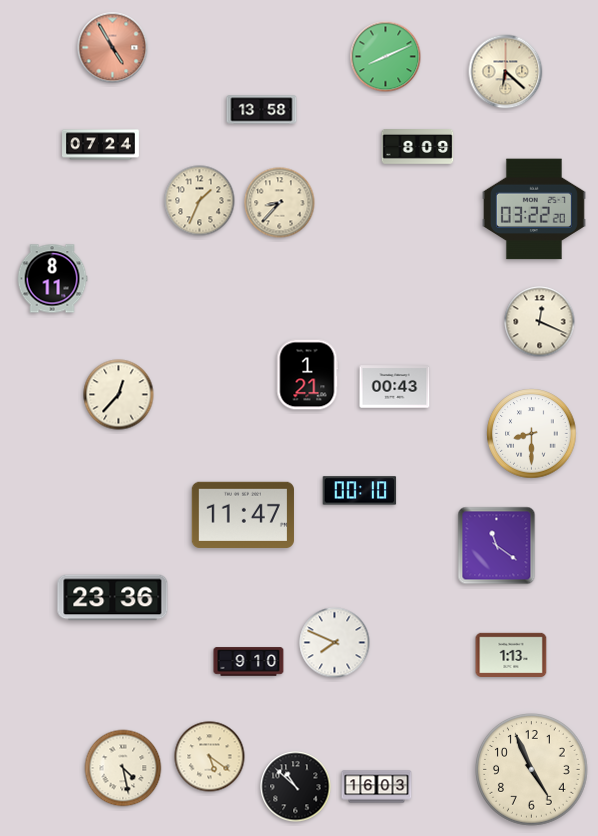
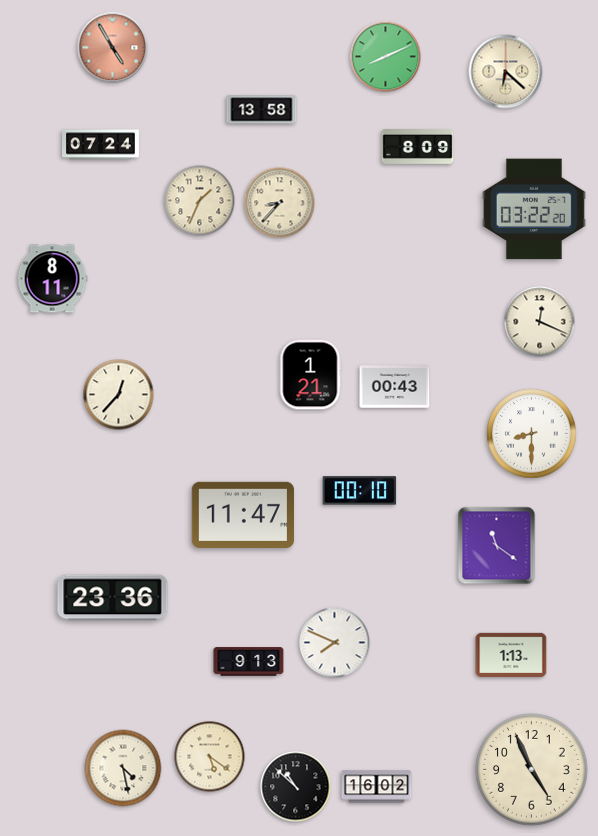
clock at (308, 375) position: (308, 375) -> (311, 375)
clock at (249, 662): 9:10 -> 9:13
clock at (377, 787): 16:03 -> 16:02
